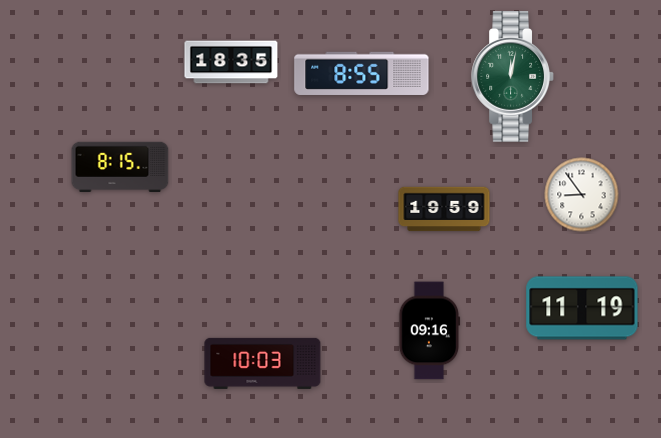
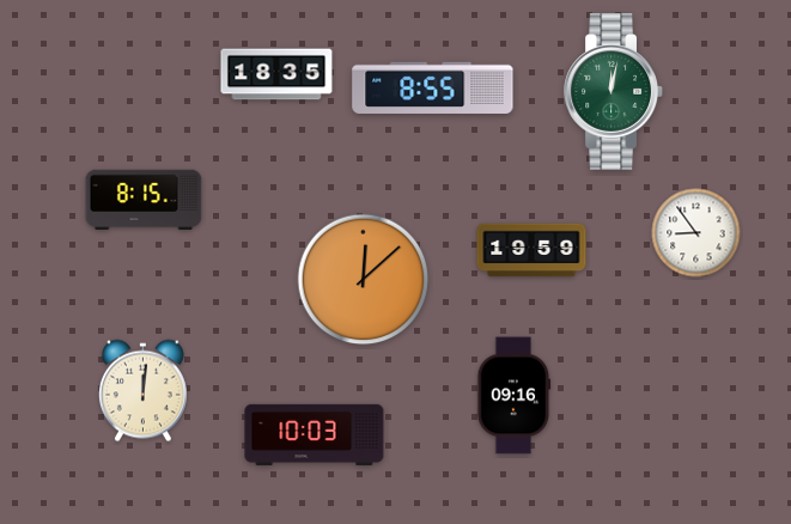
clock at (364, 280): none -> 12:08
clock at (582, 308): 11:19 -> none
clock at (142, 391): none -> 12:01
